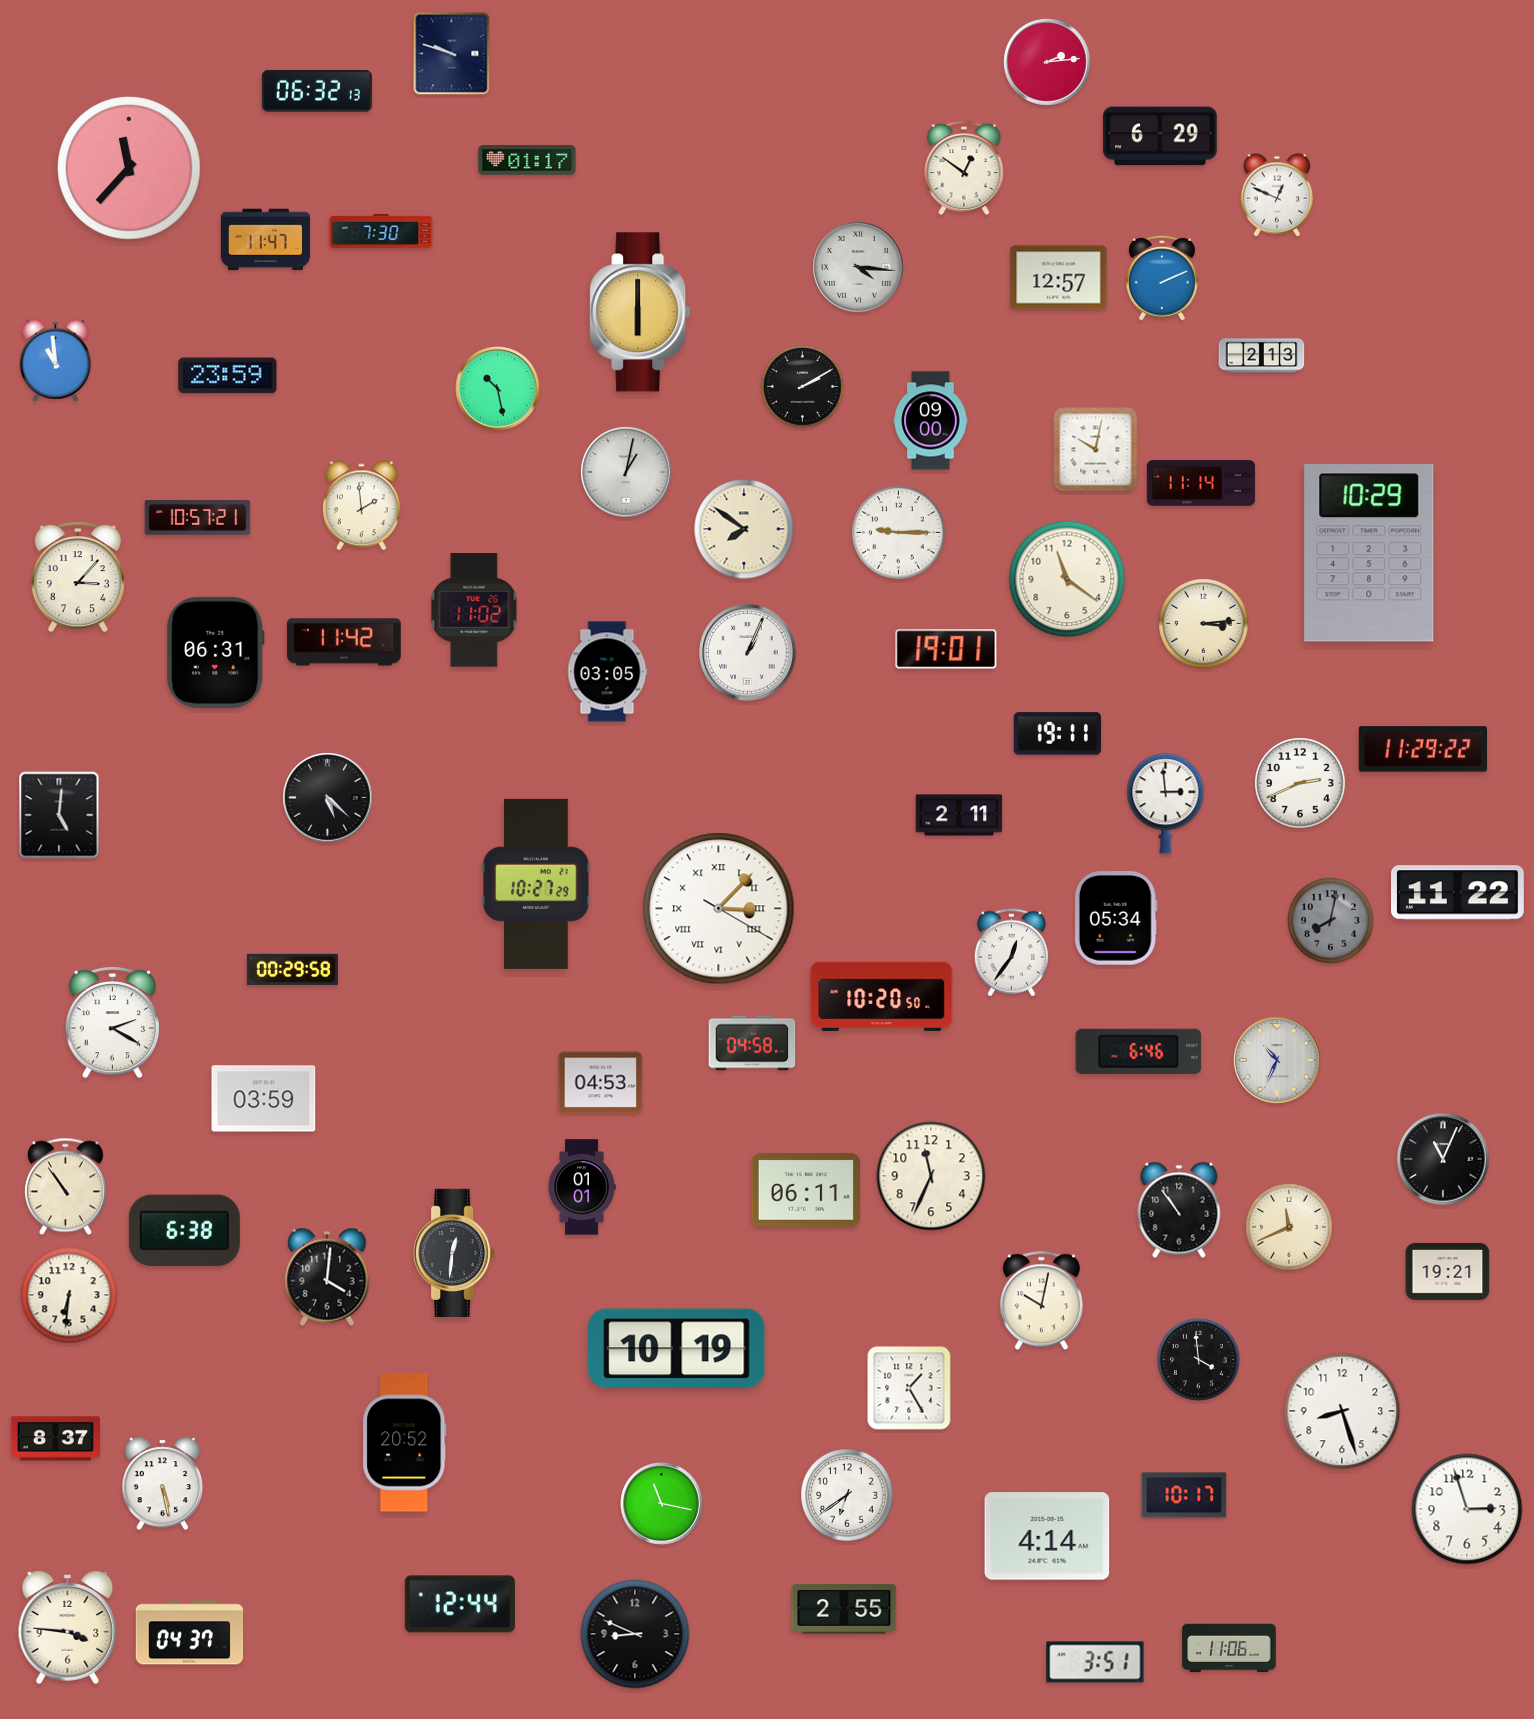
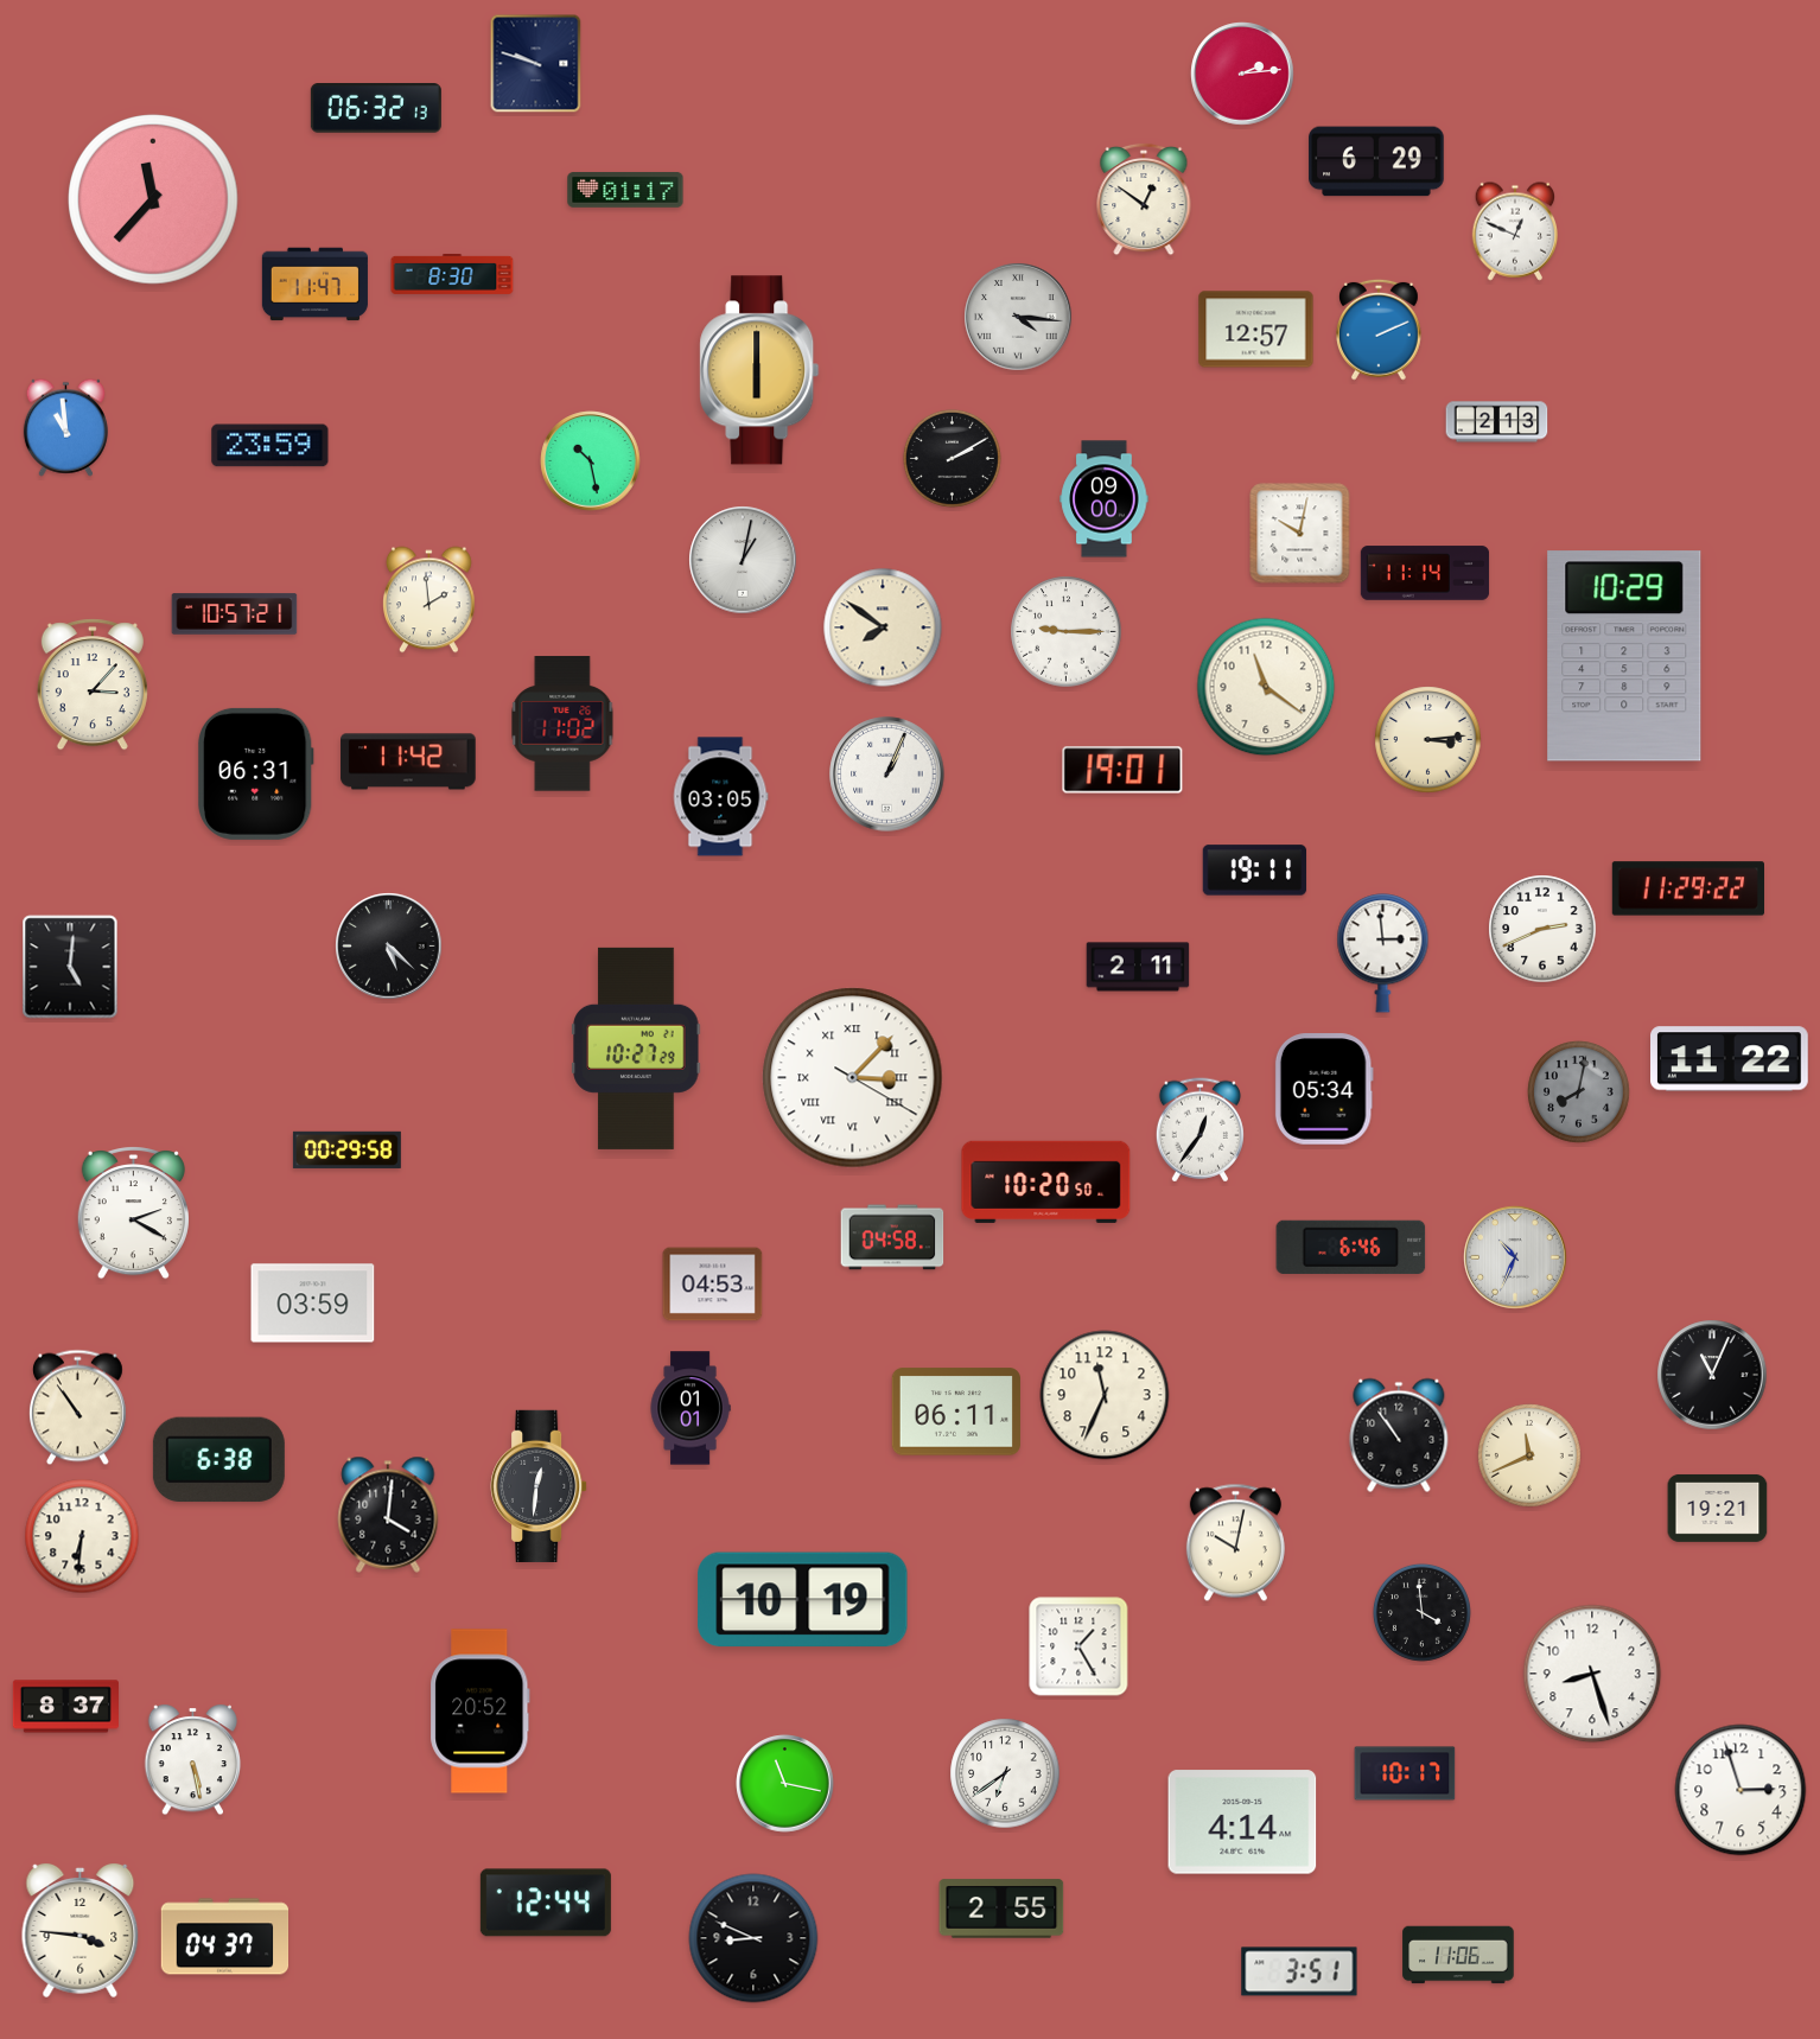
clock at (381, 231): 7:30 -> 8:30
